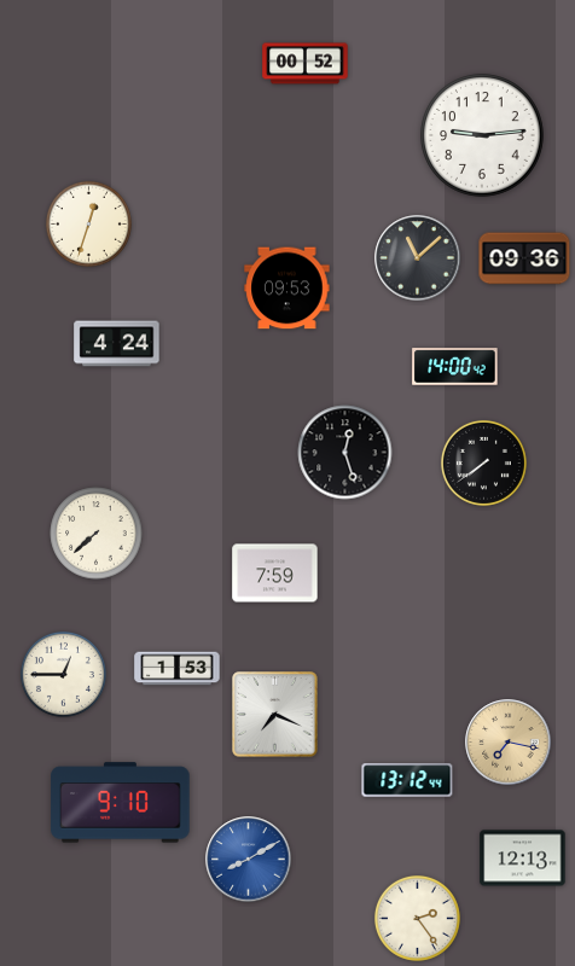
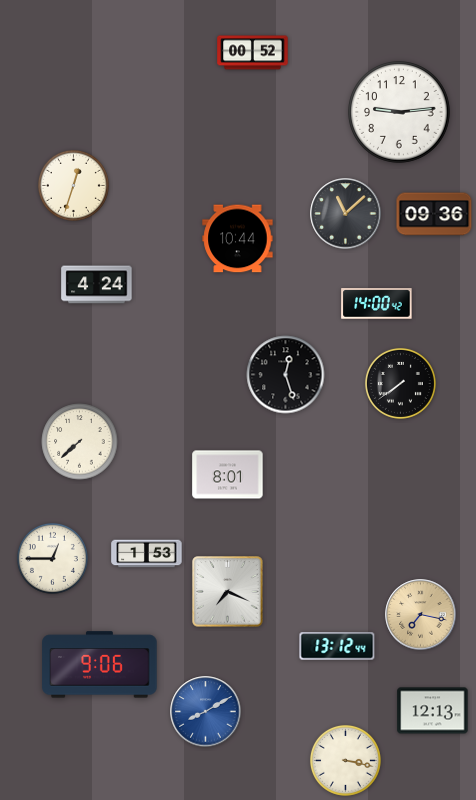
clock at (287, 289): 09:53 -> 10:44
clock at (275, 574): 7:59 -> 8:01
clock at (121, 803): 9:10 -> 9:06
clock at (417, 918): 2:24 -> 3:17
